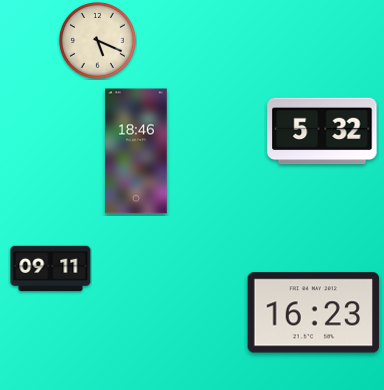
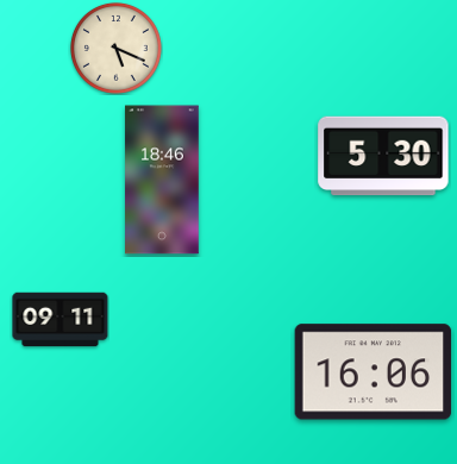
clock at (322, 131): 5:32 -> 5:30
clock at (314, 313): 16:23 -> 16:06
